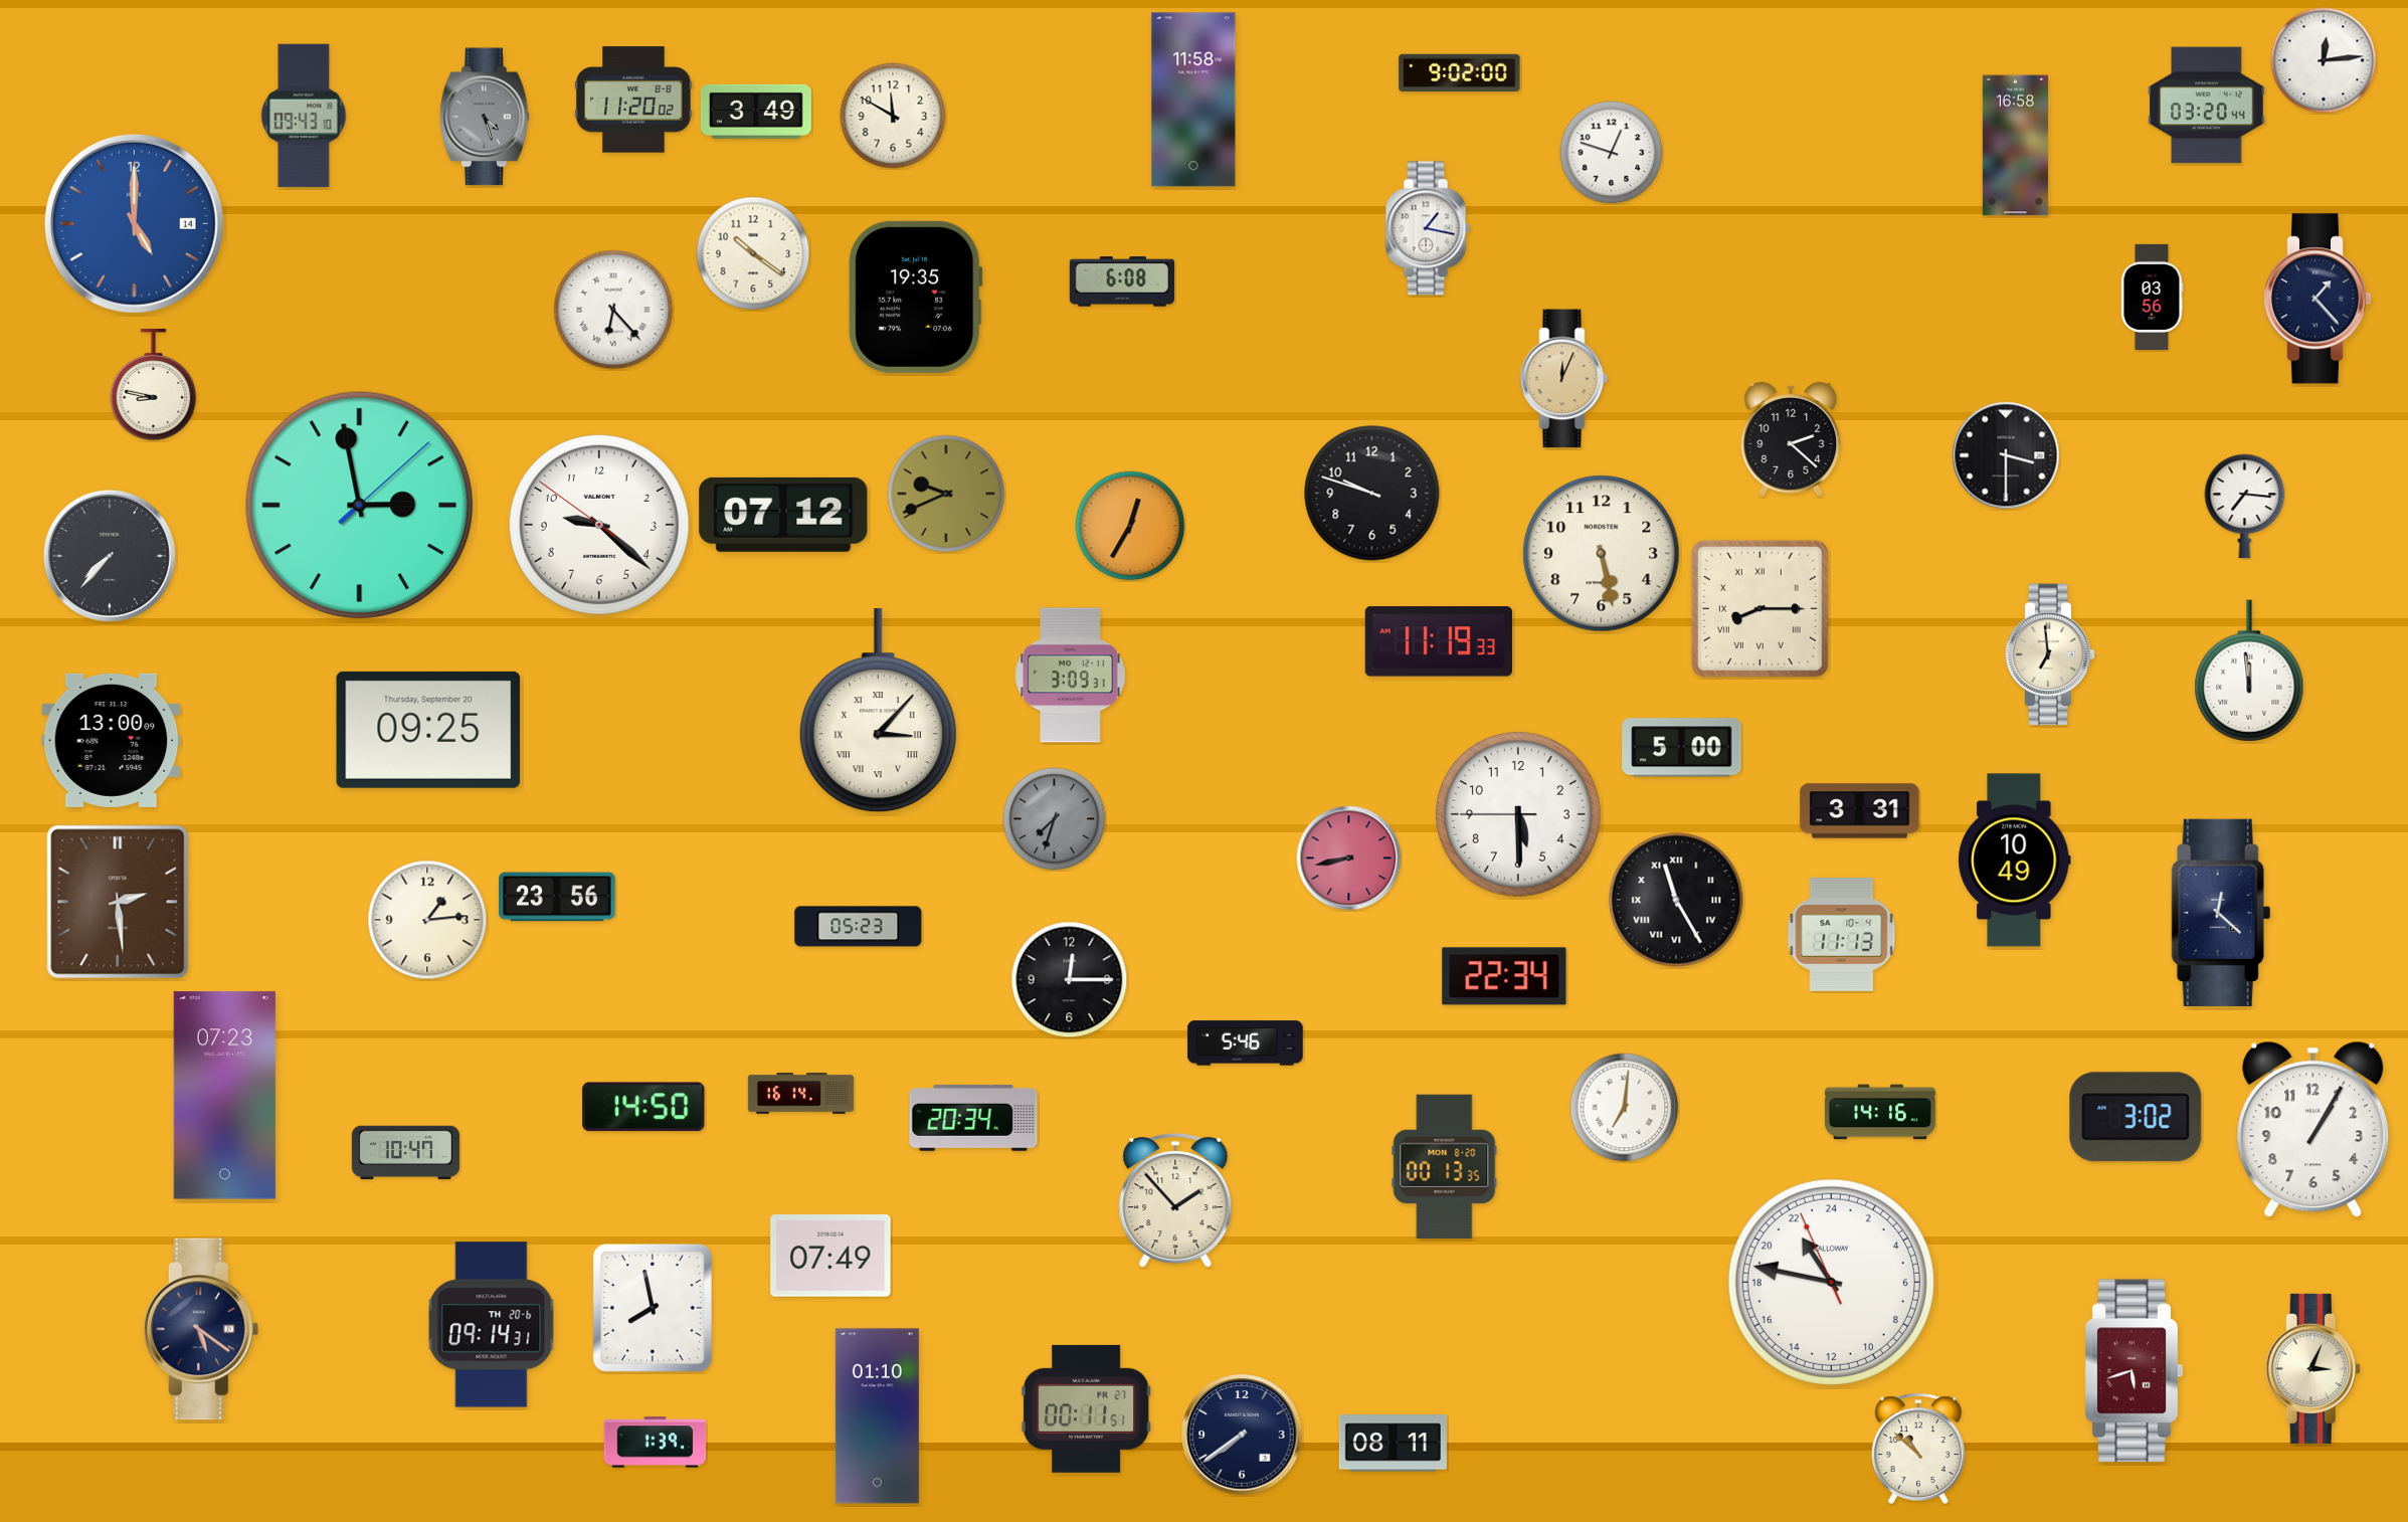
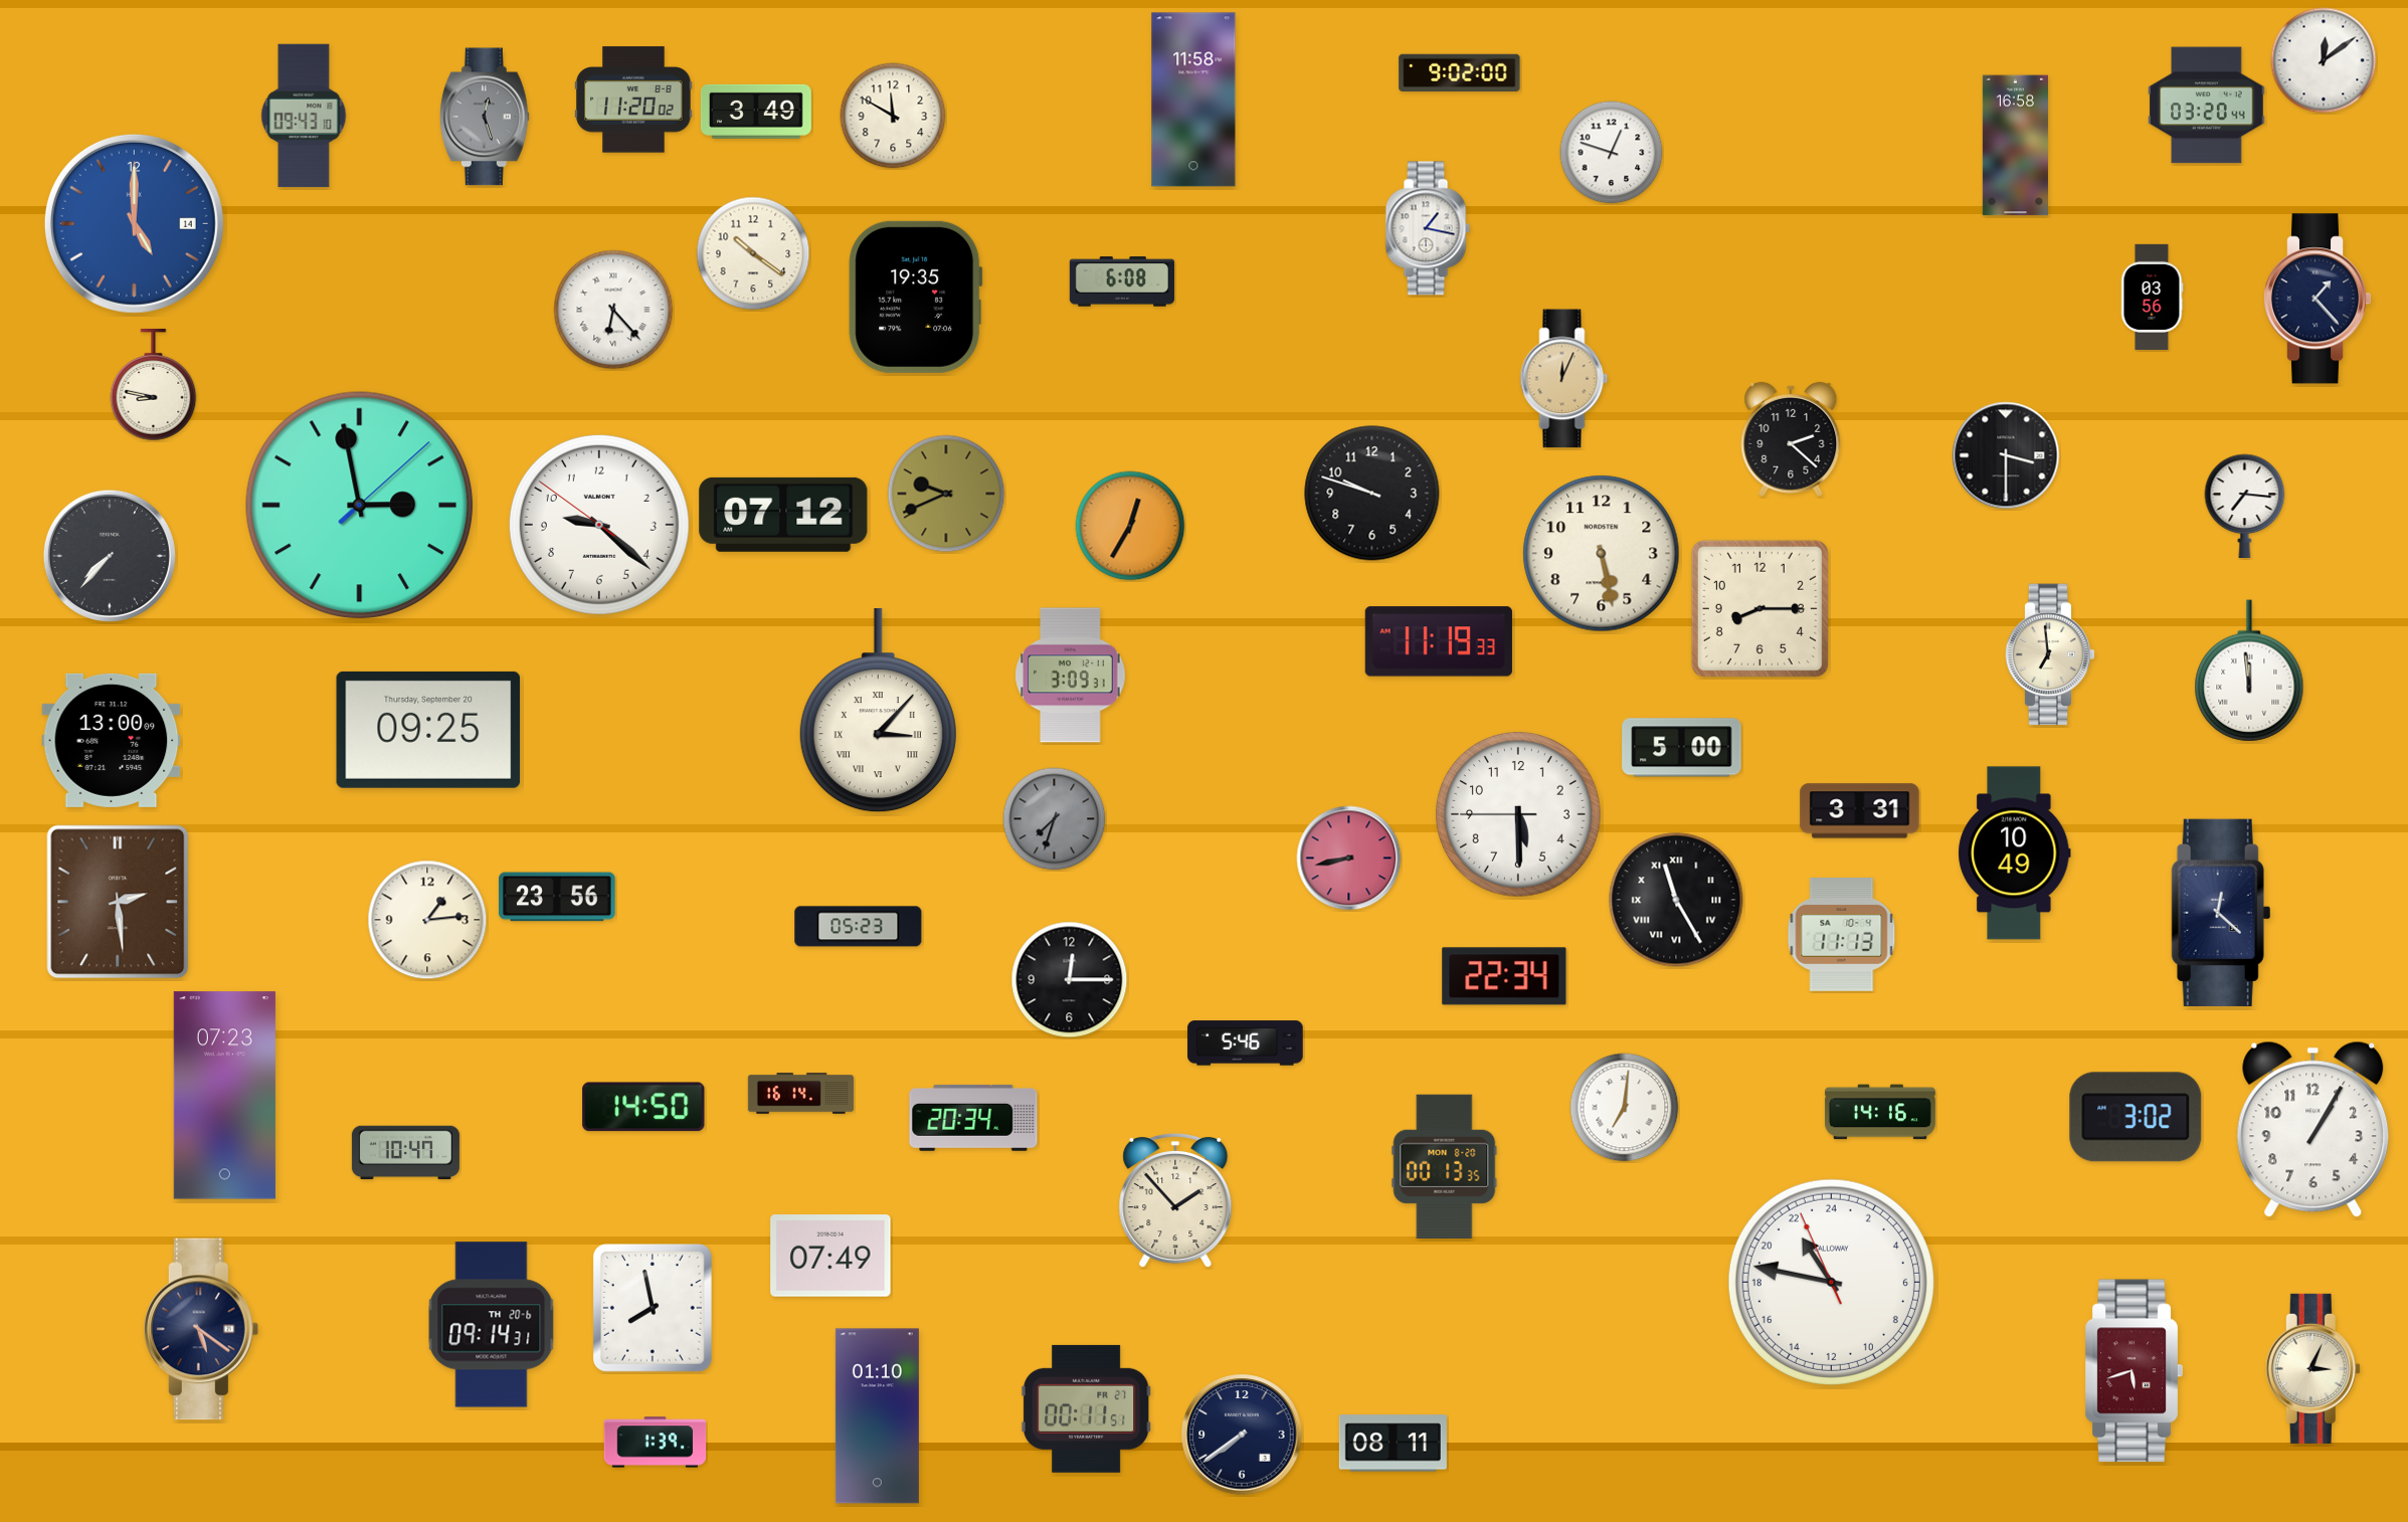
clock at (2324, 60): 12:14 -> 12:09
clock at (485, 117): 4:27 -> 12:27
clock at (1759, 608) numerals: Roman -> Arabic
clock at (2015, 861) position: (2015, 861) -> (2015, 853)
clock at (1918, 1449): 10:52 -> none
